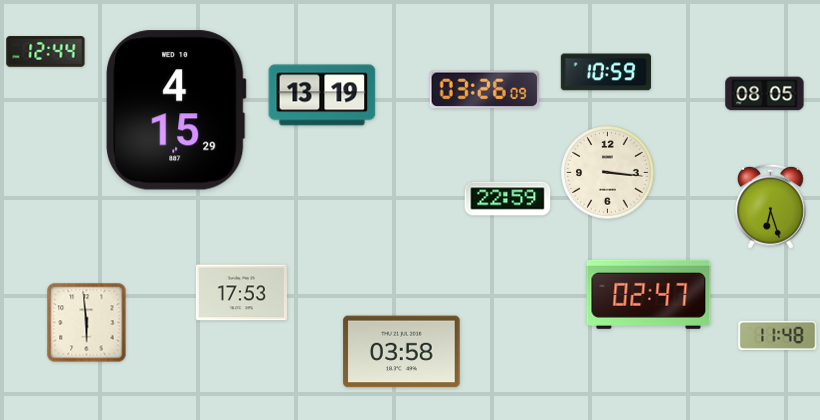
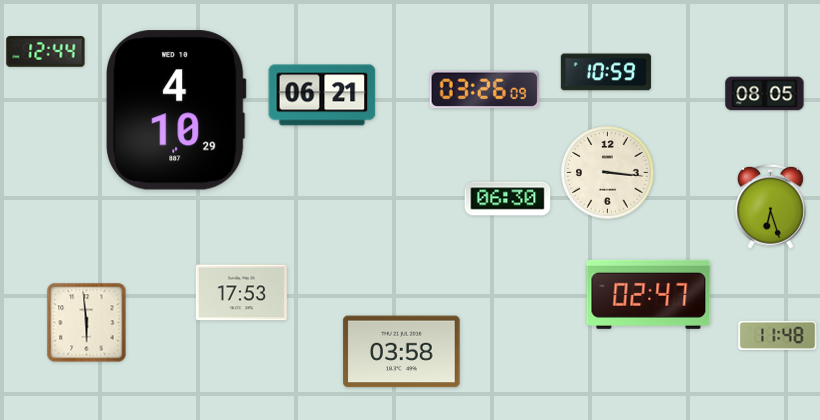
clock at (322, 95): 13:19 -> 06:21
clock at (176, 110): 4:15 -> 4:10
clock at (508, 199): 22:59 -> 06:30
